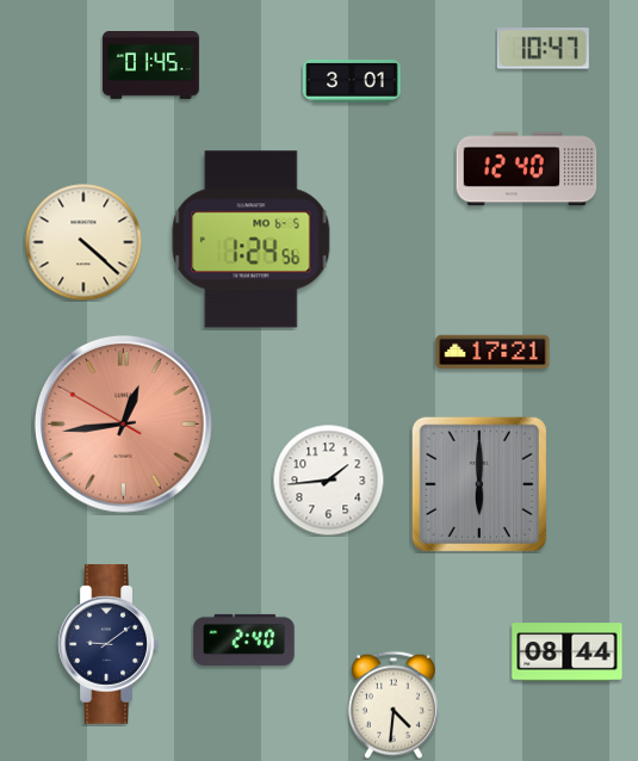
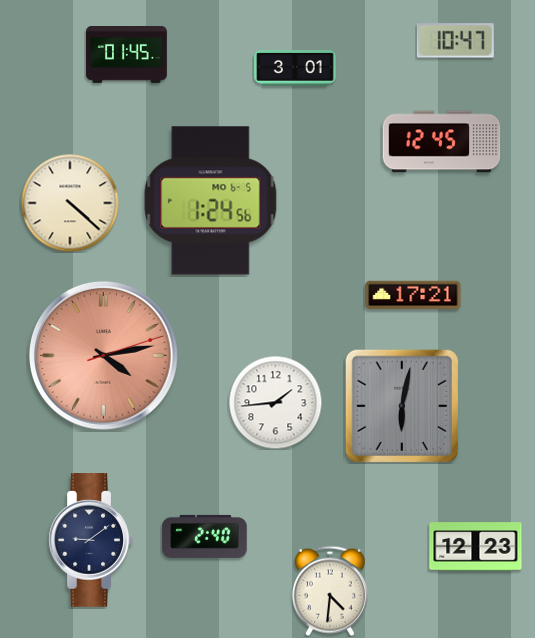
clock at (527, 169): 12:40 -> 12:45
clock at (123, 423): 12:43 -> 4:13
clock at (479, 484): 6:00 -> 6:02
clock at (568, 652): 08:44 -> 12:23
